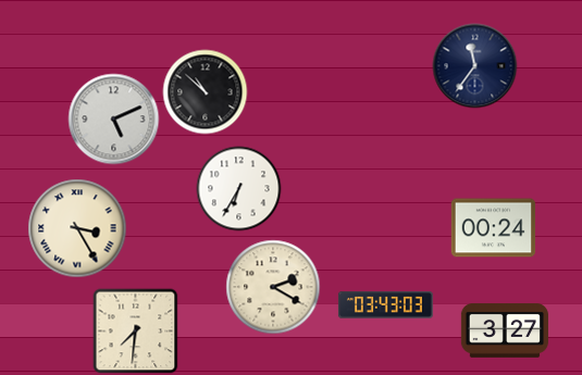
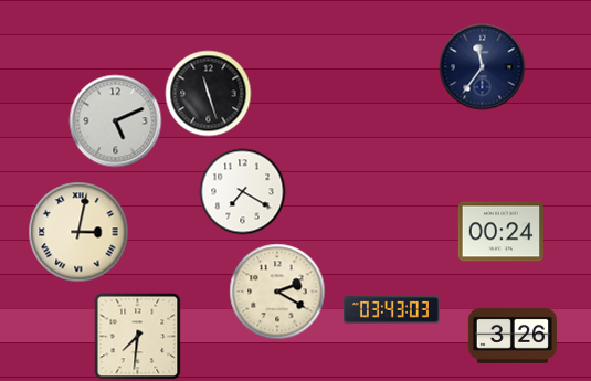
clock at (205, 91): 10:52 -> 11:27
clock at (238, 188): 6:35 -> 7:20
clock at (77, 228): 3:25 -> 3:02
clock at (505, 330): 3:27 -> 3:26
